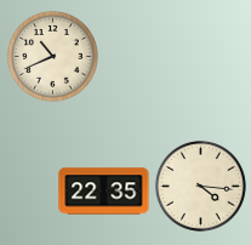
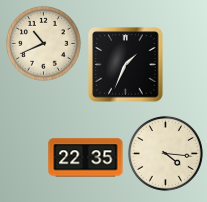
clock at (52, 56) position: (52, 56) -> (43, 43)
clock at (126, 65): none -> 1:34
